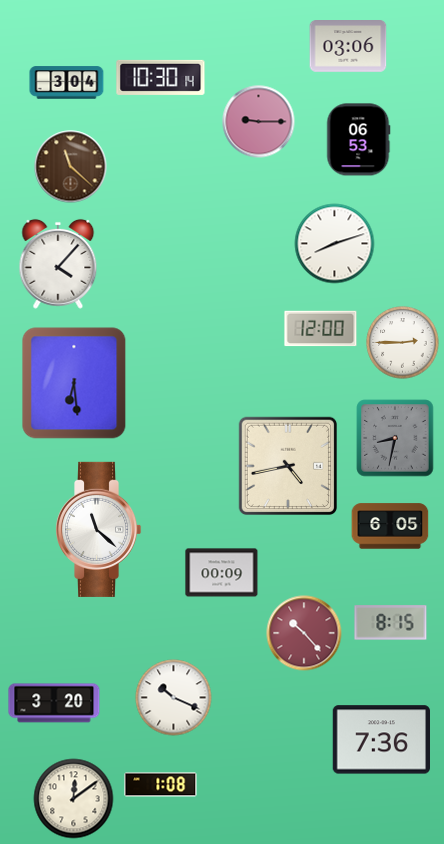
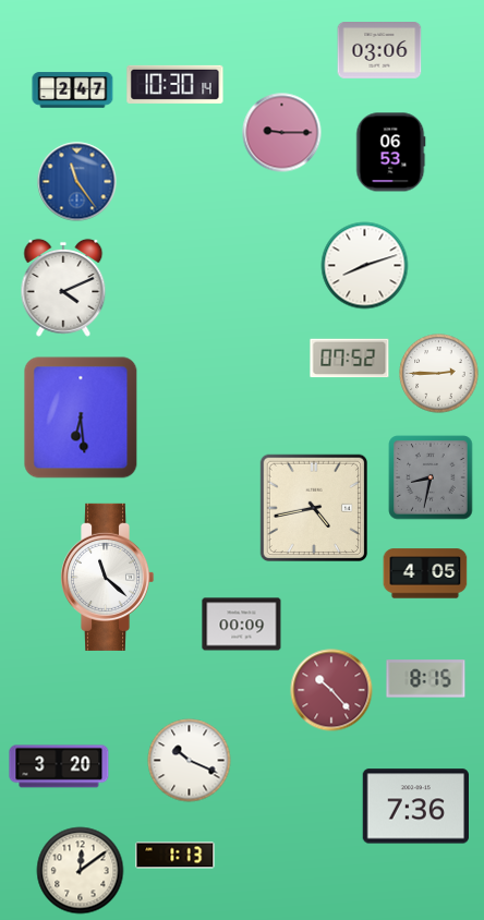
clock at (67, 83): 3:04 -> 2:47
clock at (71, 167): 11:22 -> 11:24
clock at (71, 167) dial: brown -> blue
clock at (58, 264): 4:07 -> 4:11
clock at (321, 329): 12:00 -> 07:52
clock at (390, 526): 6:05 -> 4:05
clock at (161, 785): 1:08 -> 1:13
